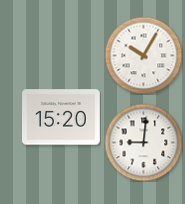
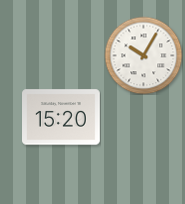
clock at (143, 142): 9:01 -> none
